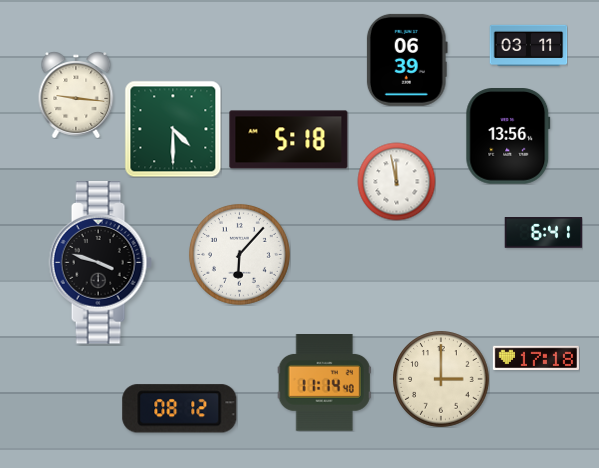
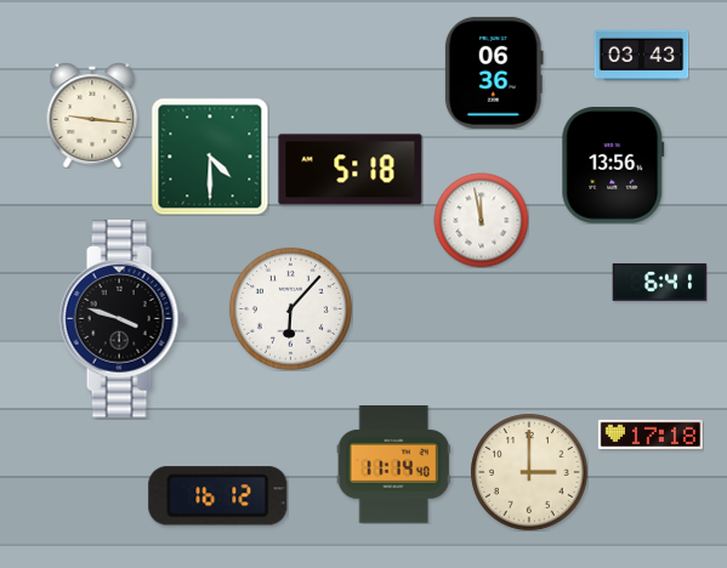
clock at (528, 46): 03:11 -> 03:43
clock at (407, 60): 06:39 -> 06:36
clock at (508, 137) position: (508, 137) -> (613, 166)
clock at (441, 379) position: (441, 379) -> (529, 472)
clock at (180, 409): 08:12 -> 16:12
